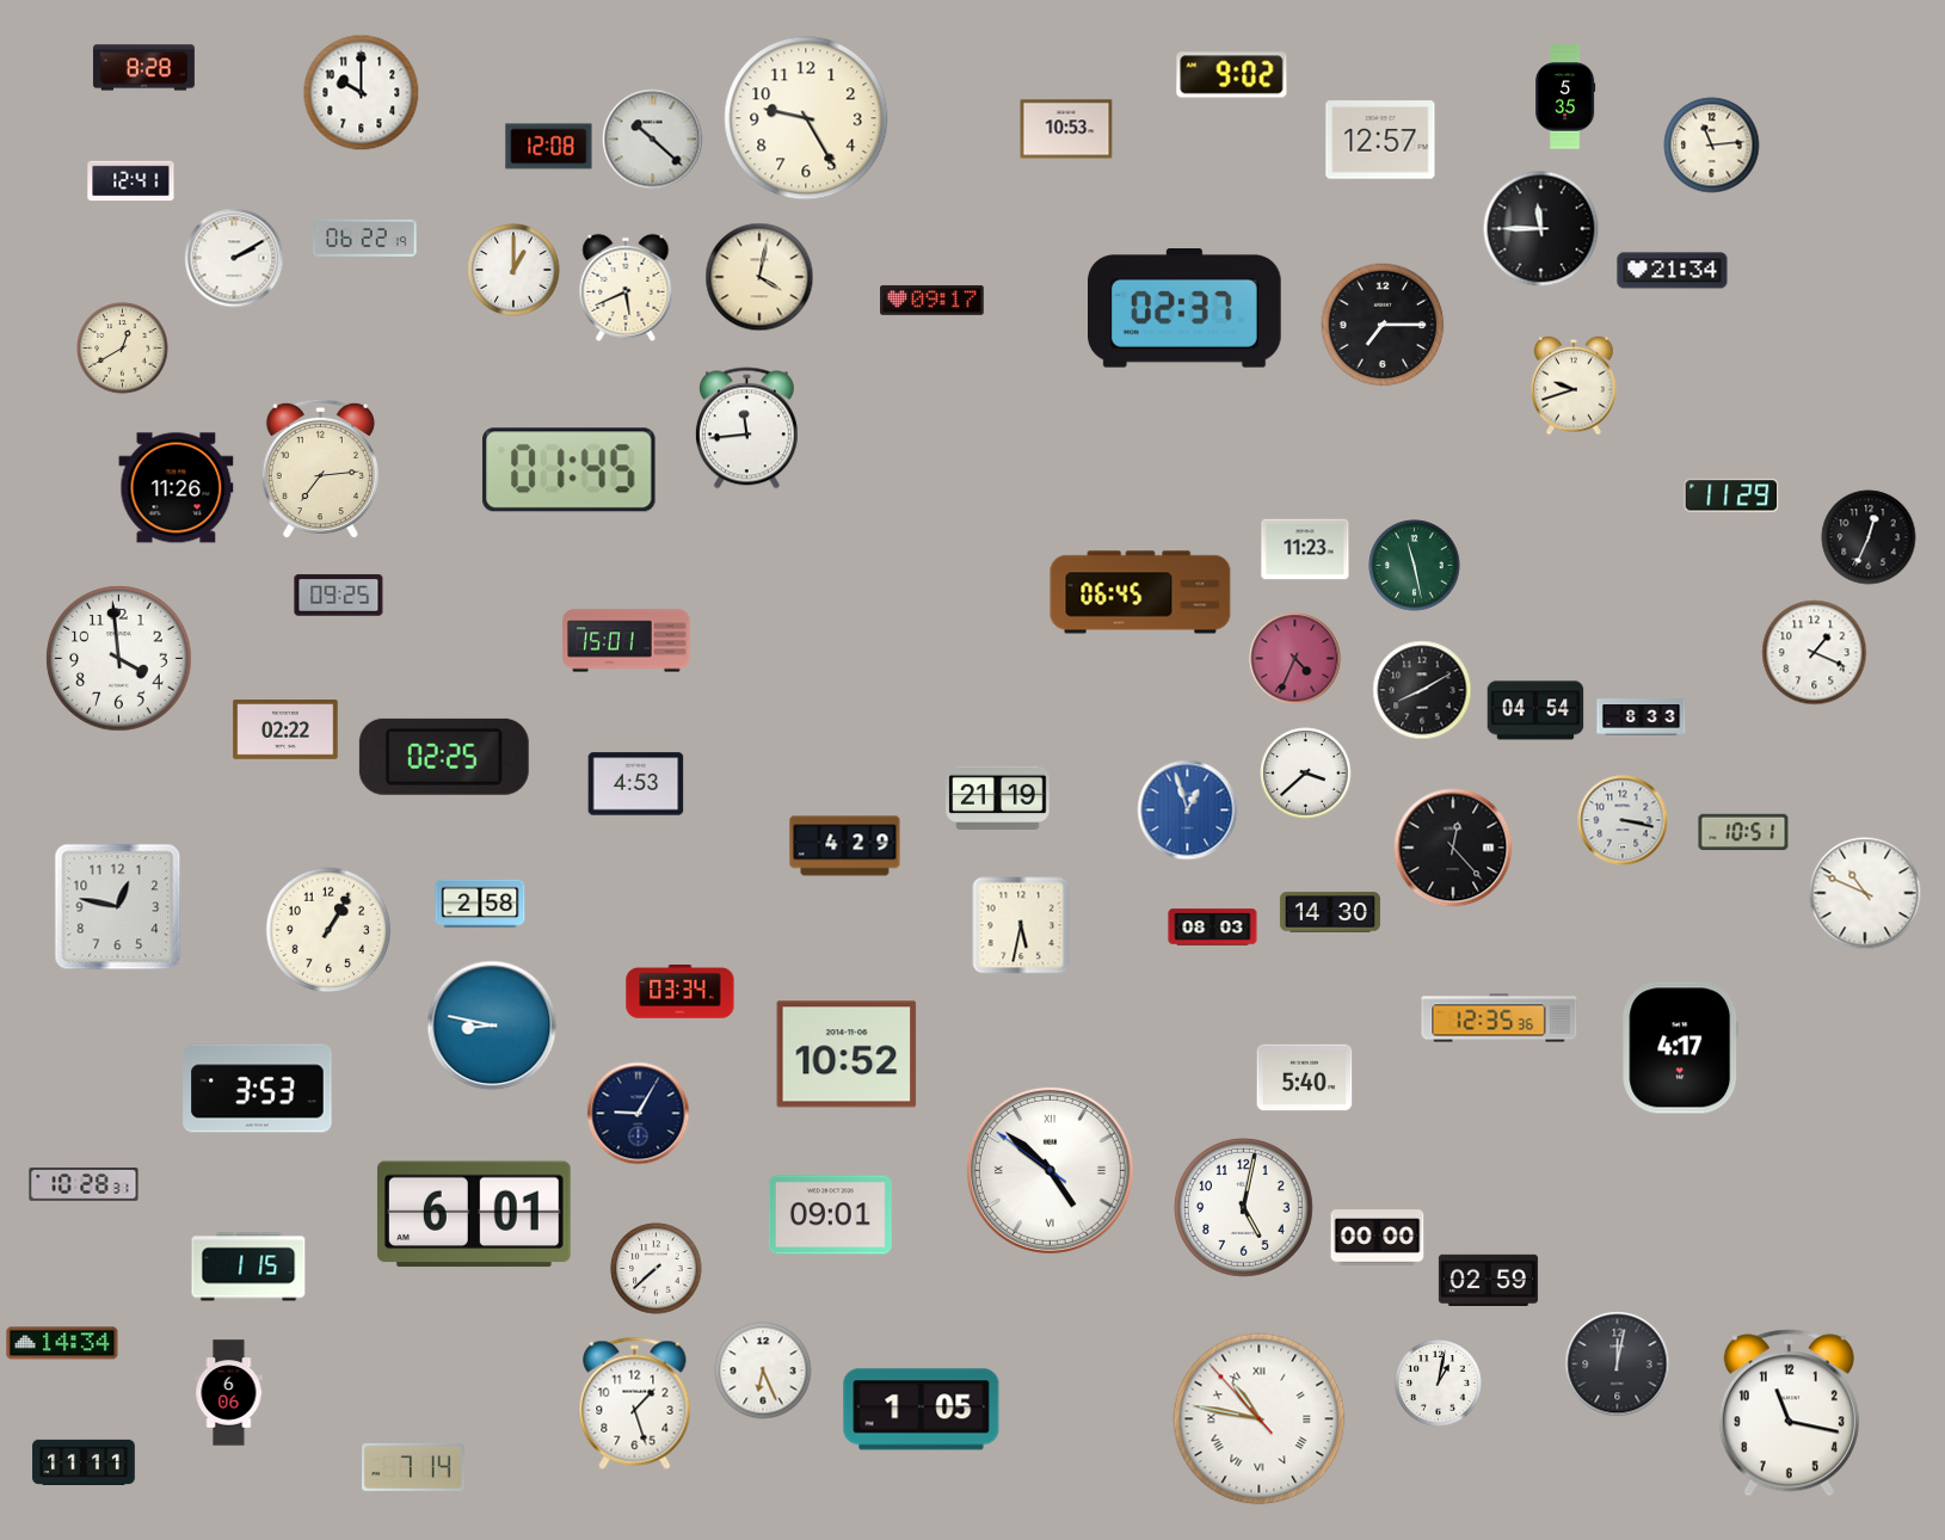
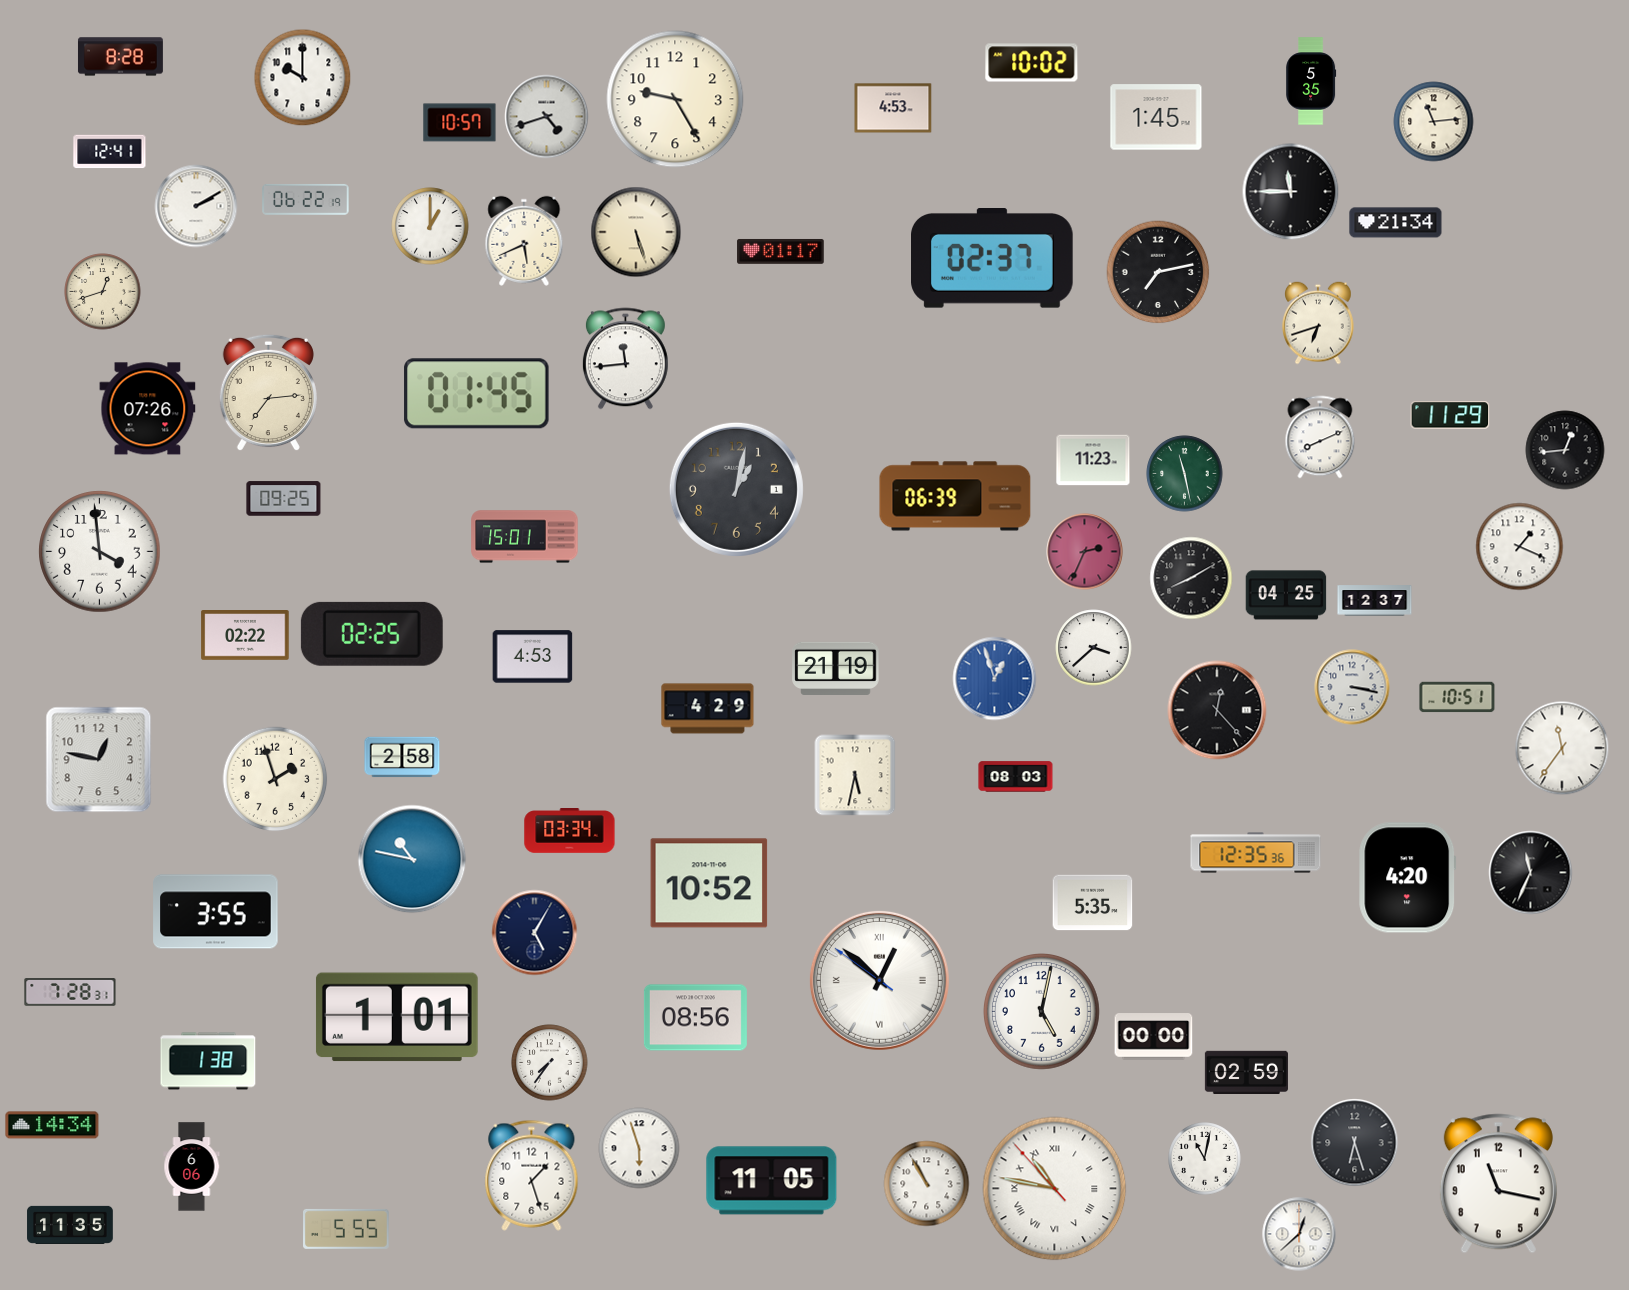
clock at (1232, 75): 9:02 -> 10:02
clock at (1066, 129): 10:53 -> 4:53
clock at (653, 140): 10:22 -> 4:42
clock at (1380, 140): 12:57 -> 1:45
clock at (549, 147): 12:08 -> 10:57
clock at (234, 258) position: (234, 258) -> (196, 206)
clock at (1673, 271) position: (1673, 271) -> (1396, 223)
clock at (759, 277): 4:02 -> 5:27
clock at (933, 300): 09:17 -> 01:17
clock at (1383, 325): 7:15 -> 7:13
clock at (123, 349): 12:40 -> 12:42
clock at (1574, 386): 9:42 -> 6:42
clock at (177, 488): 11:26 -> 07:26
clock at (1320, 437): none -> 8:11
clock at (1869, 537): 12:34 -> 12:44
clock at (736, 489): none -> 1:02
clock at (1140, 592): 06:45 -> 06:39
clock at (1295, 659): 4:34 -> 2:34
clock at (1535, 710): 04:54 -> 04:25
clock at (1642, 717): 8:33 -> 12:37
clock at (285, 731) position: (285, 731) -> (245, 636)
clock at (1623, 820) position: (1623, 820) -> (1352, 687)
clock at (1743, 832) position: (1743, 832) -> (1457, 697)
clock at (1865, 893): 10:49 -> 11:36
clock at (1330, 912): 14:30 -> none
clock at (328, 930): 1:05 -> 1:57
clock at (492, 1025): 8:47 -> 10:47
clock at (1531, 873): none -> 11:34
clock at (1681, 1048): 4:17 -> 4:20
clock at (1305, 1078): 5:40 -> 5:35
clock at (258, 1089): 3:53 -> 3:55
clock at (639, 1114): 9:05 -> 5:05
clock at (1050, 1170): 4:51 -> 12:51
clock at (84, 1184): 10:28 -> 7:28
clock at (474, 1214): 6:01 -> 1:01
clock at (830, 1215): 09:01 -> 08:56
clock at (248, 1267): 1:15 -> 1:38
clock at (657, 1269): 7:38 -> 7:36
clock at (1618, 1365): 12:02 -> 6:27
clock at (763, 1370): 6:26 -> 5:57
clock at (1439, 1384): 1:02 -> 11:02
clock at (922, 1410): 1:05 -> 11:05
clock at (927, 1184): none -> 10:55
clock at (84, 1462): 11:11 -> 11:35
clock at (414, 1467): 7:14 -> 5:55
clock at (1299, 1234): none -> 12:38
